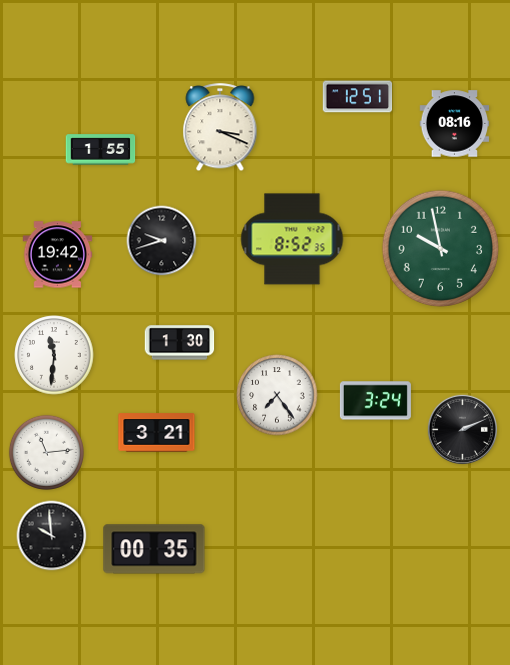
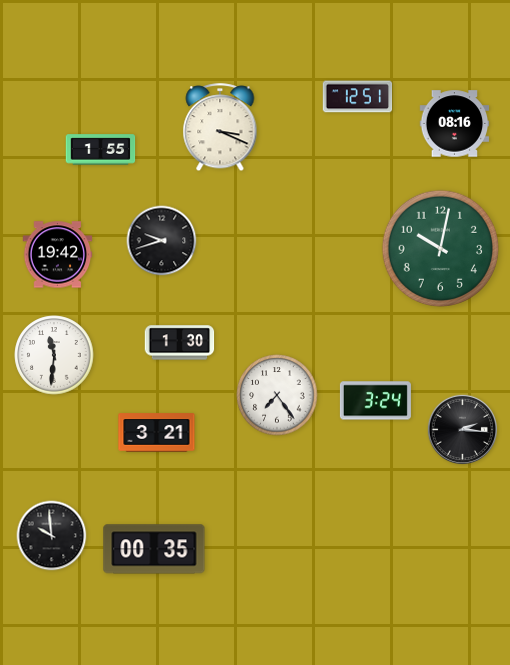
clock at (292, 239): 8:52 -> none
clock at (440, 248): 9:58 -> 10:02
clock at (462, 429): 2:11 -> 2:16
clock at (46, 452): 11:14 -> none
